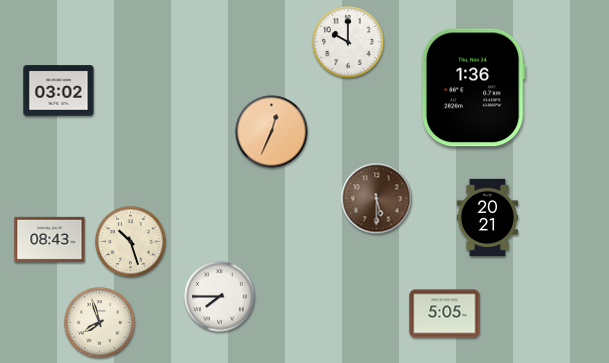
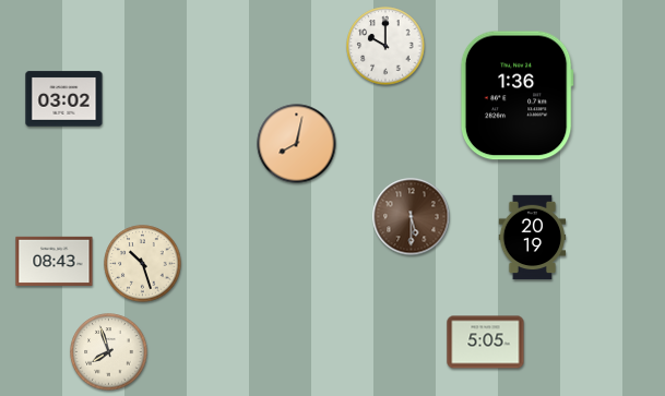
clock at (348, 42) position: (348, 42) -> (385, 46)
clock at (272, 132): 12:34 -> 8:02
clock at (488, 218): 20:21 -> 20:19
clock at (220, 297): 7:45 -> none
